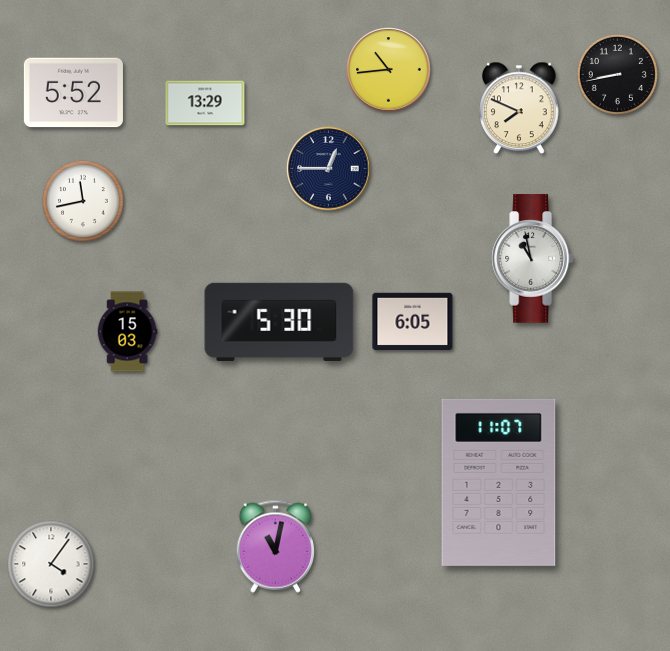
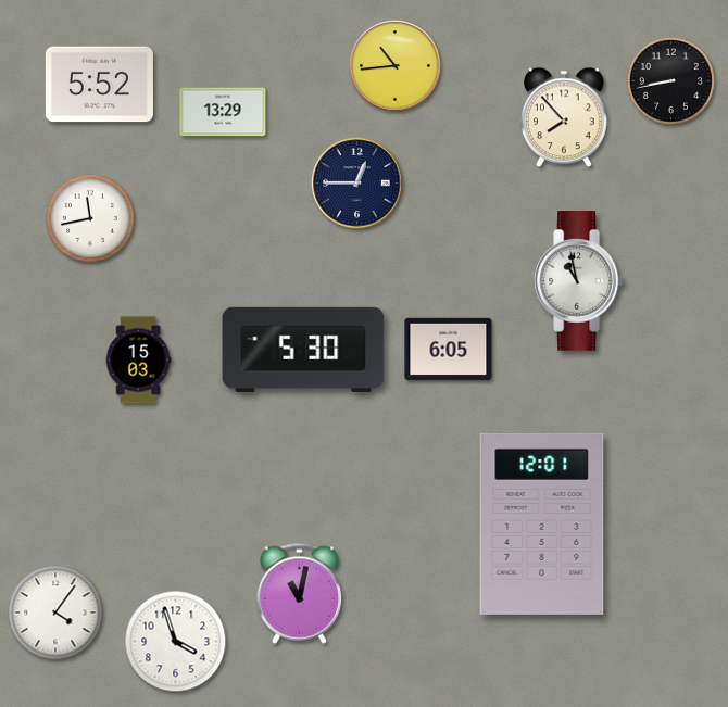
clock at (389, 70) position: (389, 70) -> (396, 66)
clock at (73, 93) position: (73, 93) -> (99, 85)
clock at (519, 108): 7:49 -> 7:53
clock at (499, 482): 11:07 -> 12:01
clock at (176, 642): none -> 3:57
